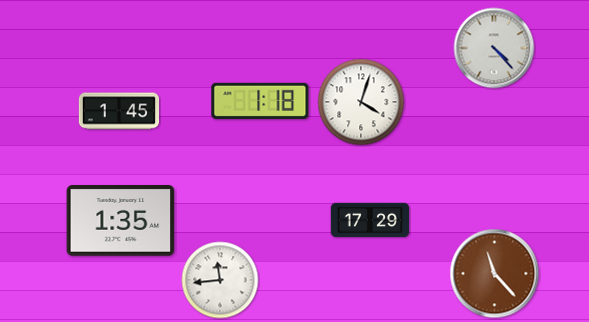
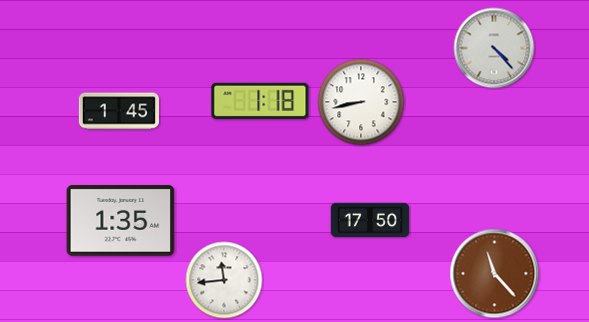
clock at (361, 102): 4:03 -> 8:43
clock at (370, 220): 17:29 -> 17:50
clock at (220, 280) position: (220, 280) -> (224, 280)
